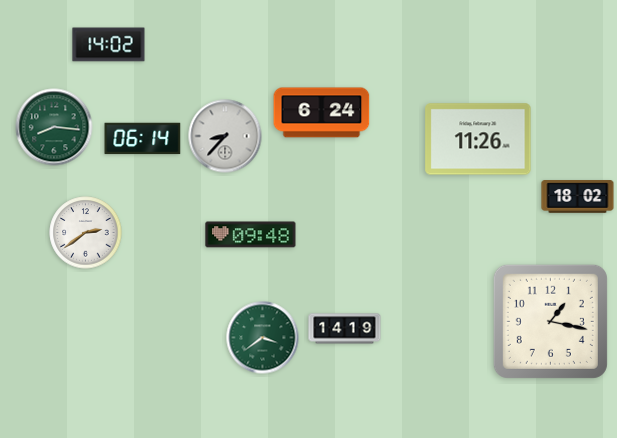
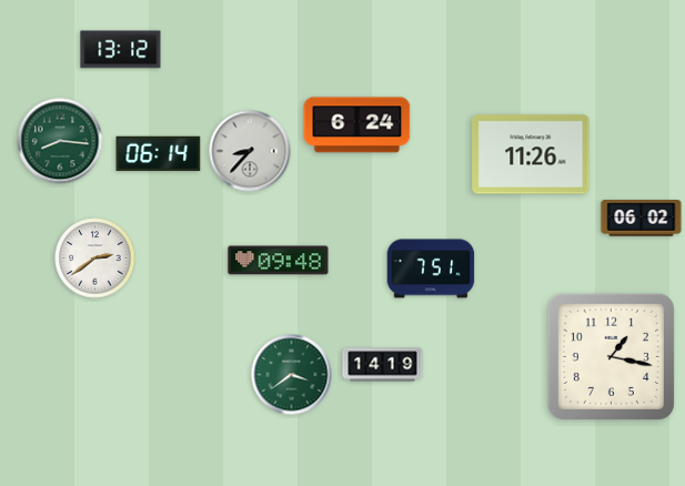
clock at (109, 45): 14:02 -> 13:12
clock at (578, 197): 18:02 -> 06:02
clock at (431, 269): none -> 7:51
